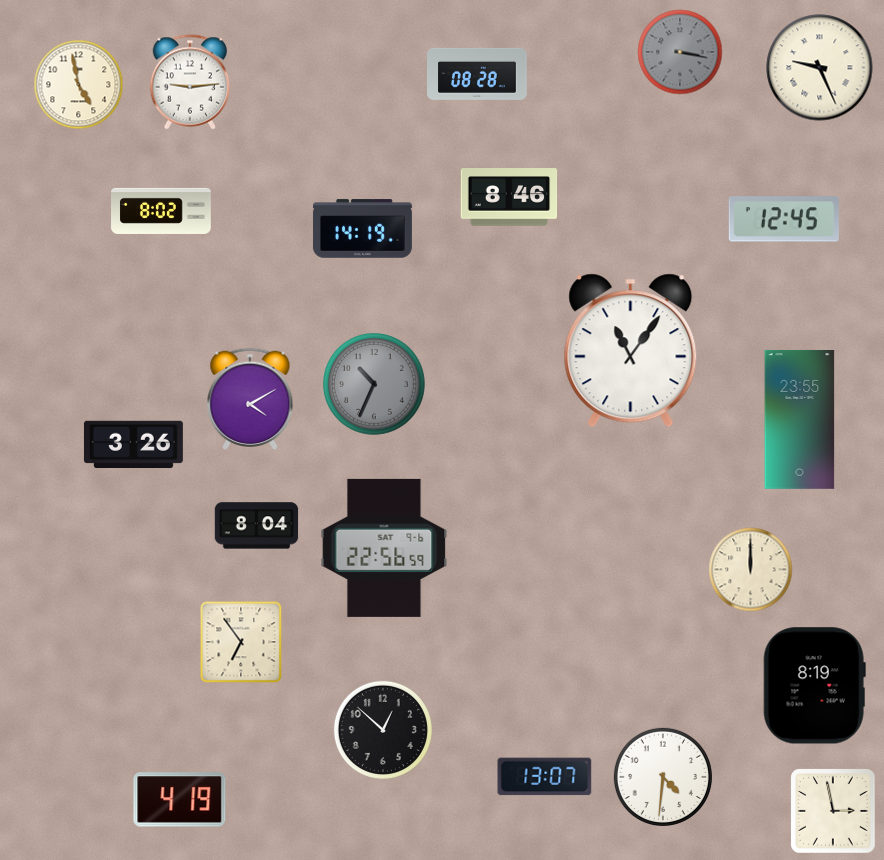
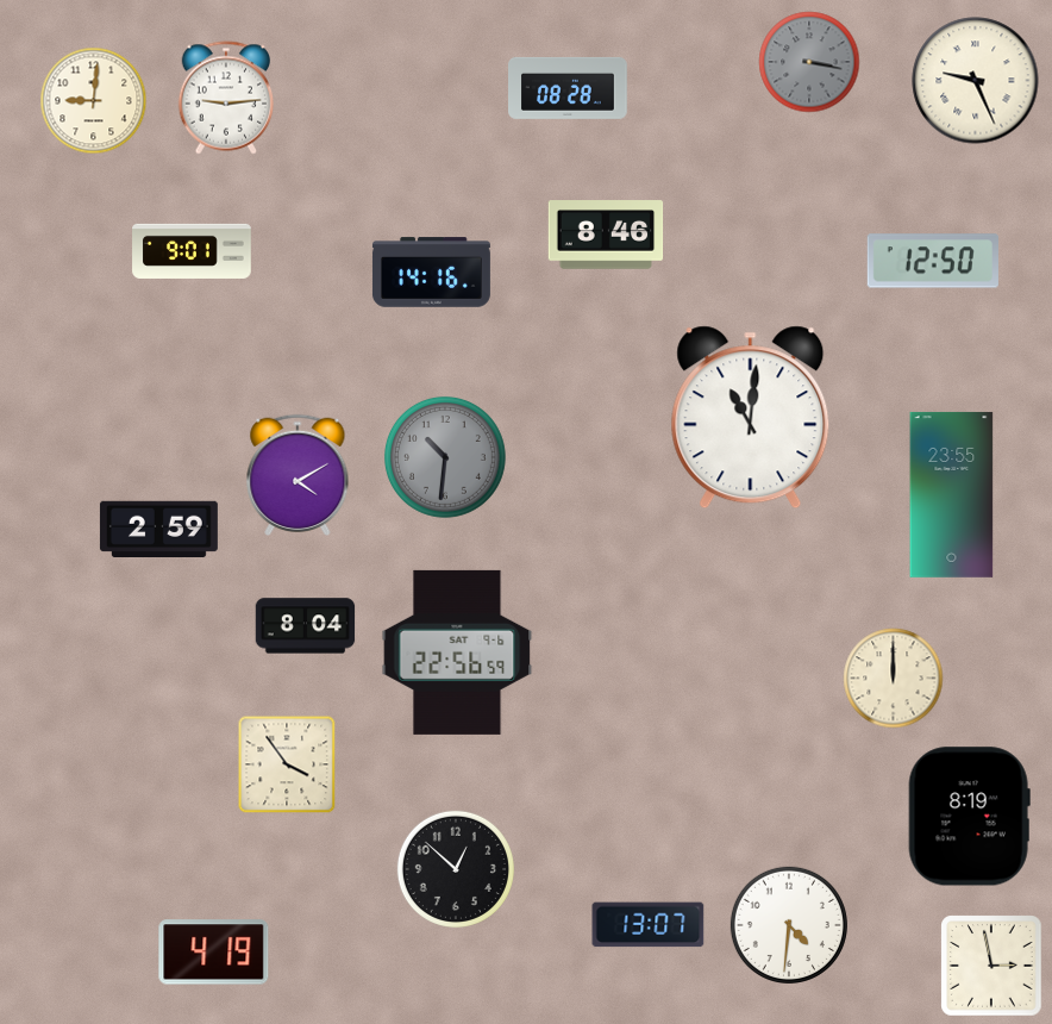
clock at (79, 85): 4:58 -> 9:01
clock at (161, 211): 8:02 -> 9:01
clock at (784, 219): 12:45 -> 12:50
clock at (362, 229): 14:19 -> 14:16
clock at (631, 351): 11:06 -> 11:01
clock at (374, 384): 10:34 -> 10:31
clock at (800, 419) position: (800, 419) -> (952, 494)
clock at (133, 444): 3:26 -> 2:59
clock at (241, 642): 6:54 -> 3:54
